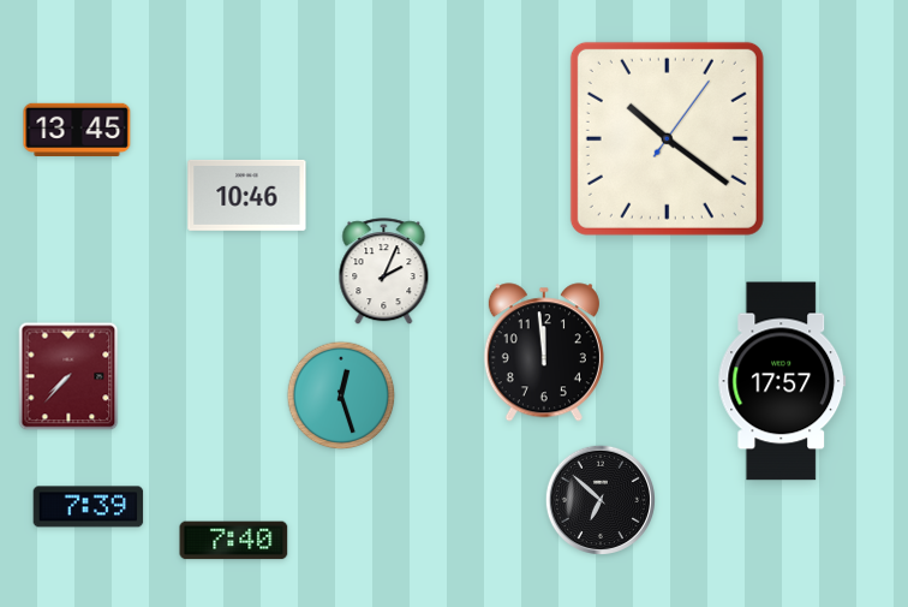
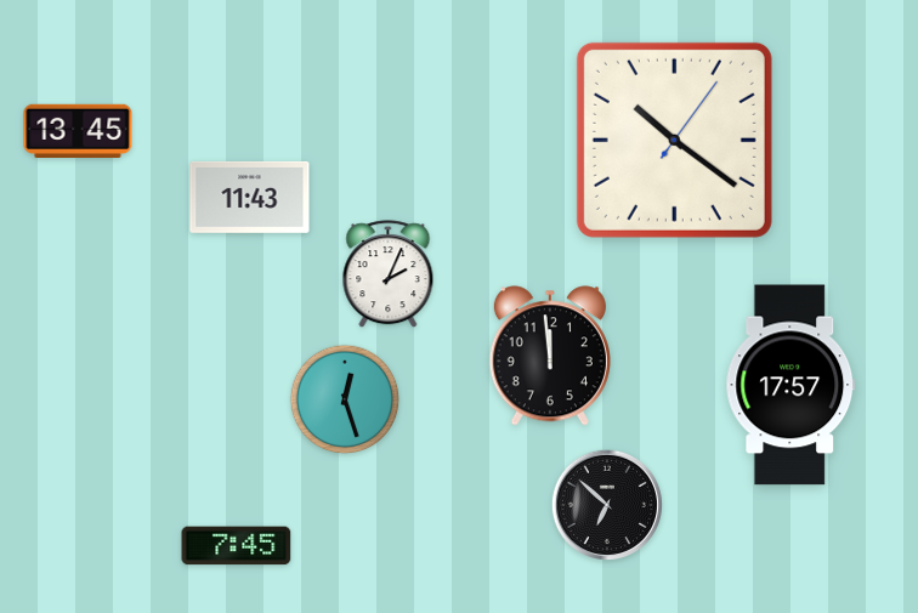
clock at (247, 195): 10:46 -> 11:43
clock at (68, 376): 7:37 -> none
clock at (89, 507): 7:39 -> none
clock at (234, 541): 7:40 -> 7:45
